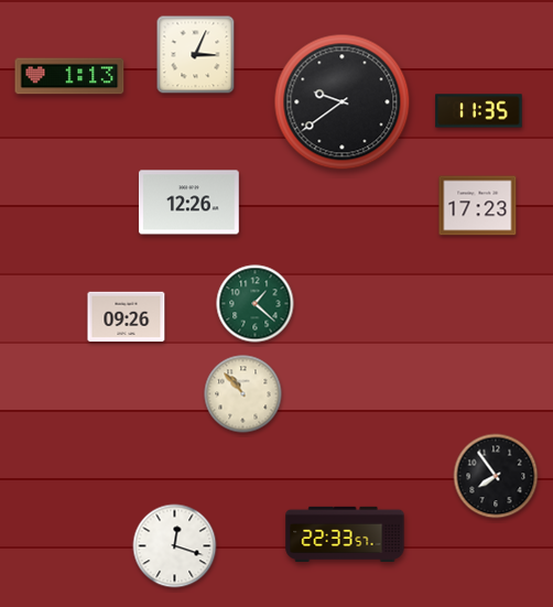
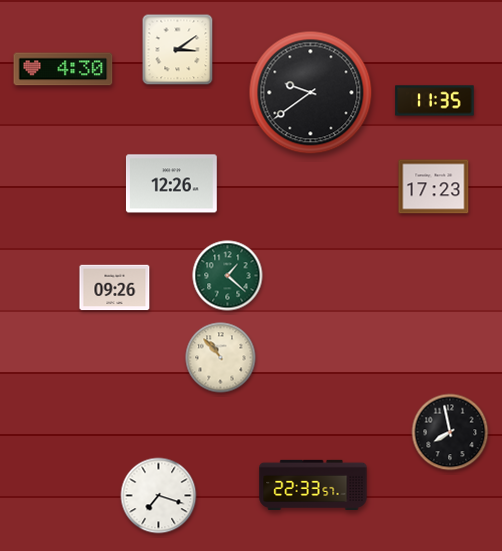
clock at (196, 55): 3:04 -> 3:09
clock at (69, 76): 1:13 -> 4:30
clock at (256, 304) position: (256, 304) -> (228, 276)
clock at (496, 476): 7:54 -> 7:58
clock at (175, 546): 12:18 -> 7:18
